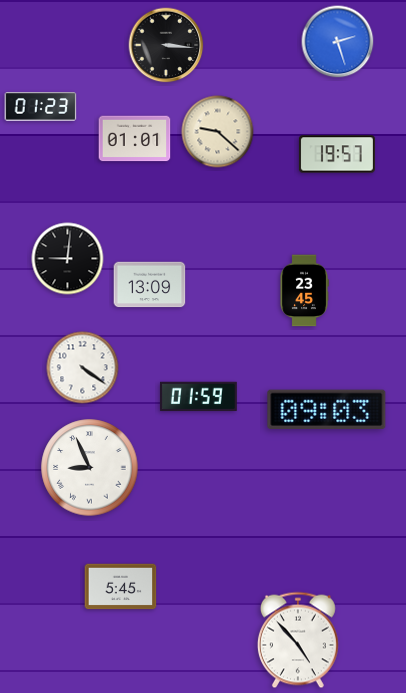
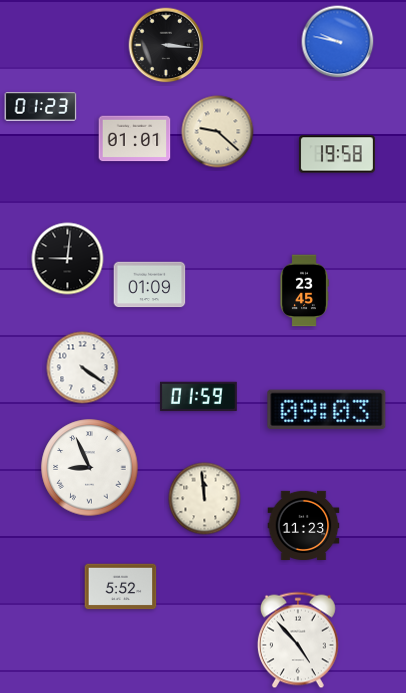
clock at (338, 42): 2:27 -> 9:47
clock at (337, 154): 19:57 -> 19:58
clock at (150, 285): 13:09 -> 01:09
clock at (205, 499): none -> 11:59
clock at (304, 525): none -> 11:23
clock at (121, 587): 5:45 -> 5:52
